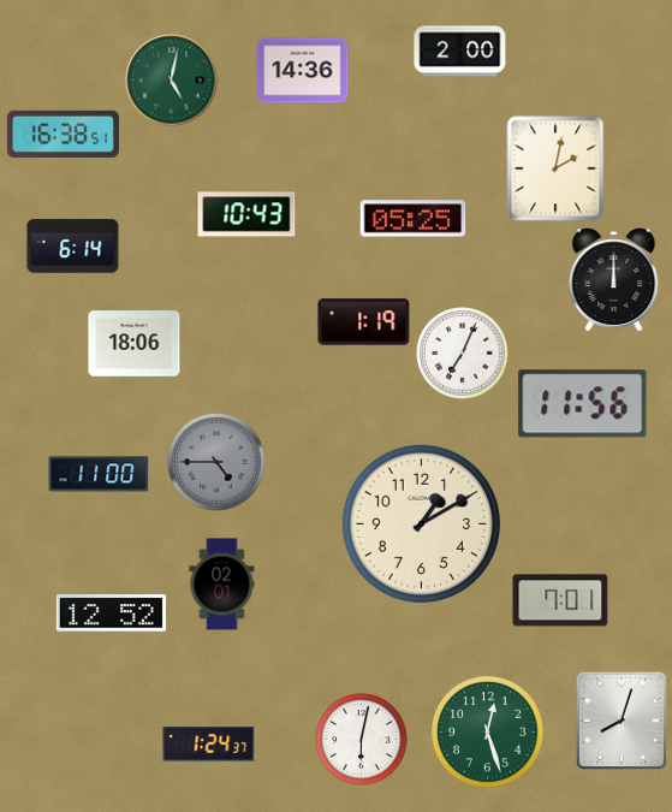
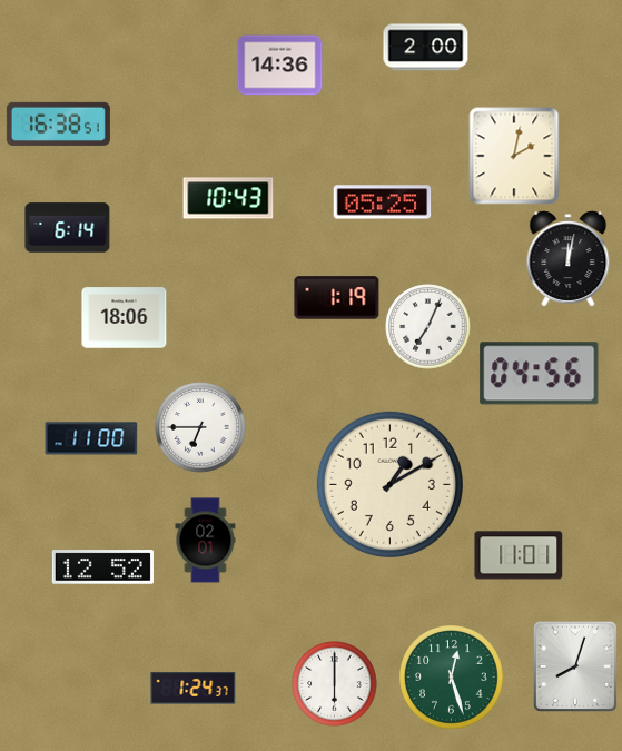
clock at (172, 81): 5:02 -> none
clock at (614, 280): 12:00 -> 12:02
clock at (583, 404): 11:56 -> 04:56
clock at (216, 462): 4:45 -> 6:45
clock at (216, 462) dial: grey -> white
clock at (560, 600): 7:01 -> 11:01
clock at (362, 740): 6:02 -> 6:00
